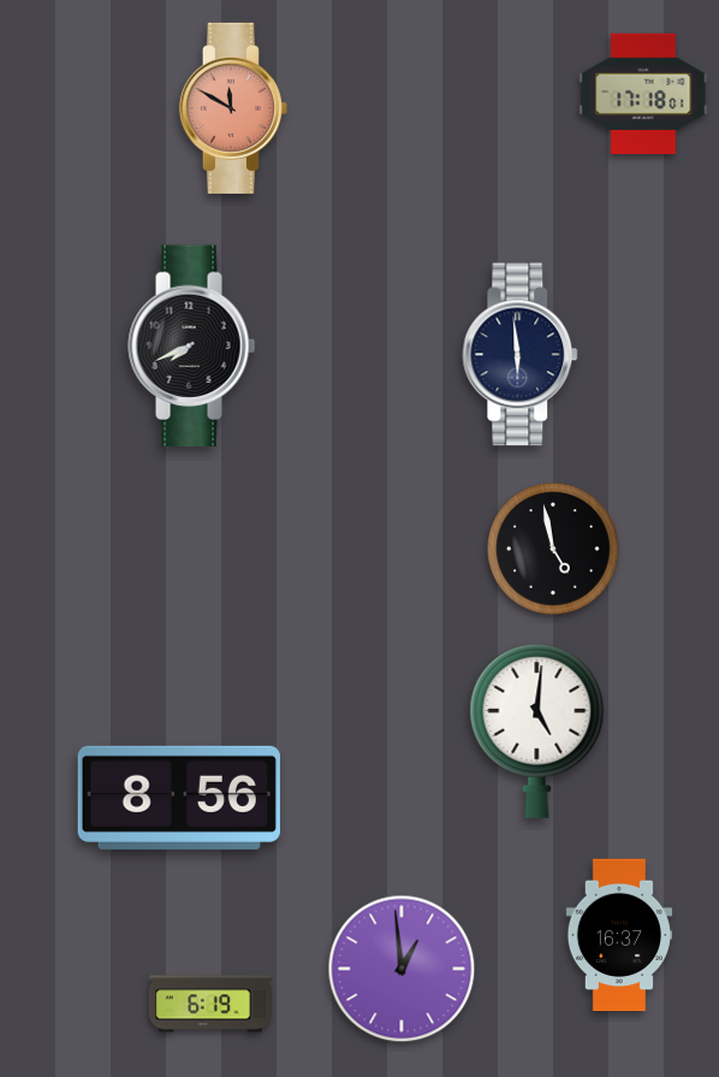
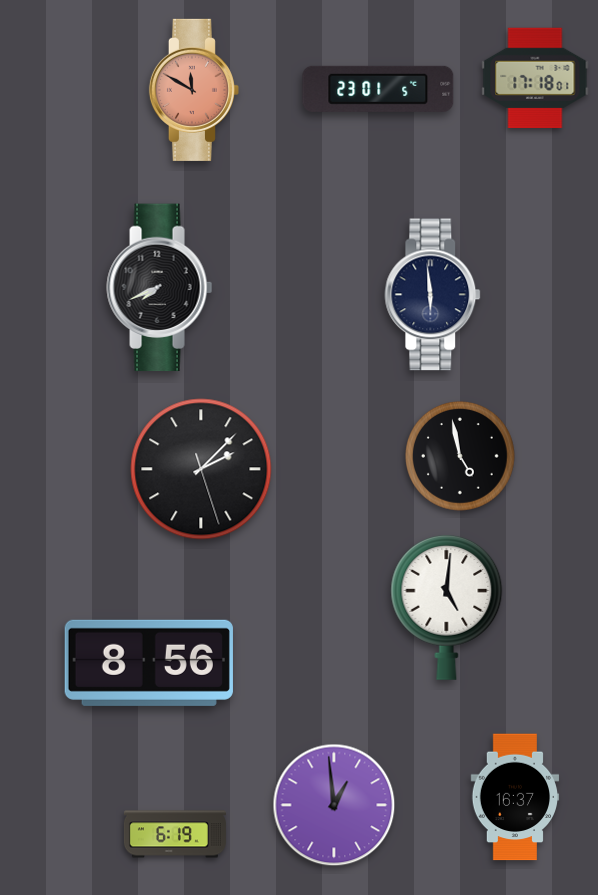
clock at (378, 89): none -> 23:01
clock at (201, 469): none -> 2:07
clock at (619, 935) position: (619, 935) -> (515, 797)
